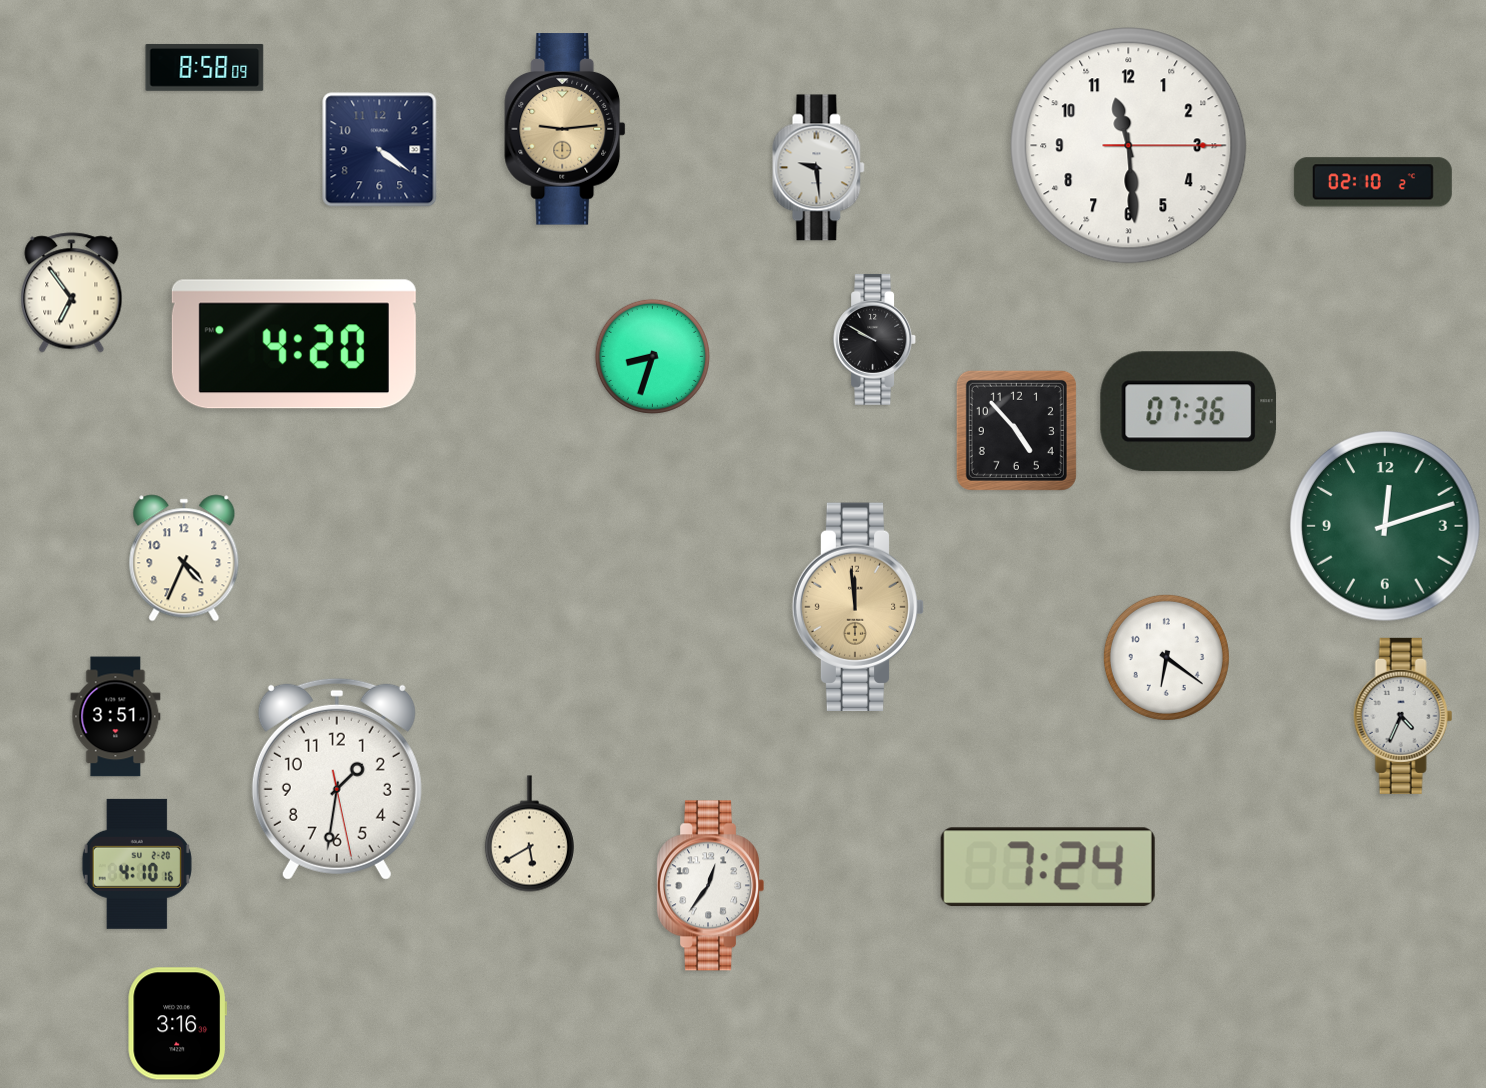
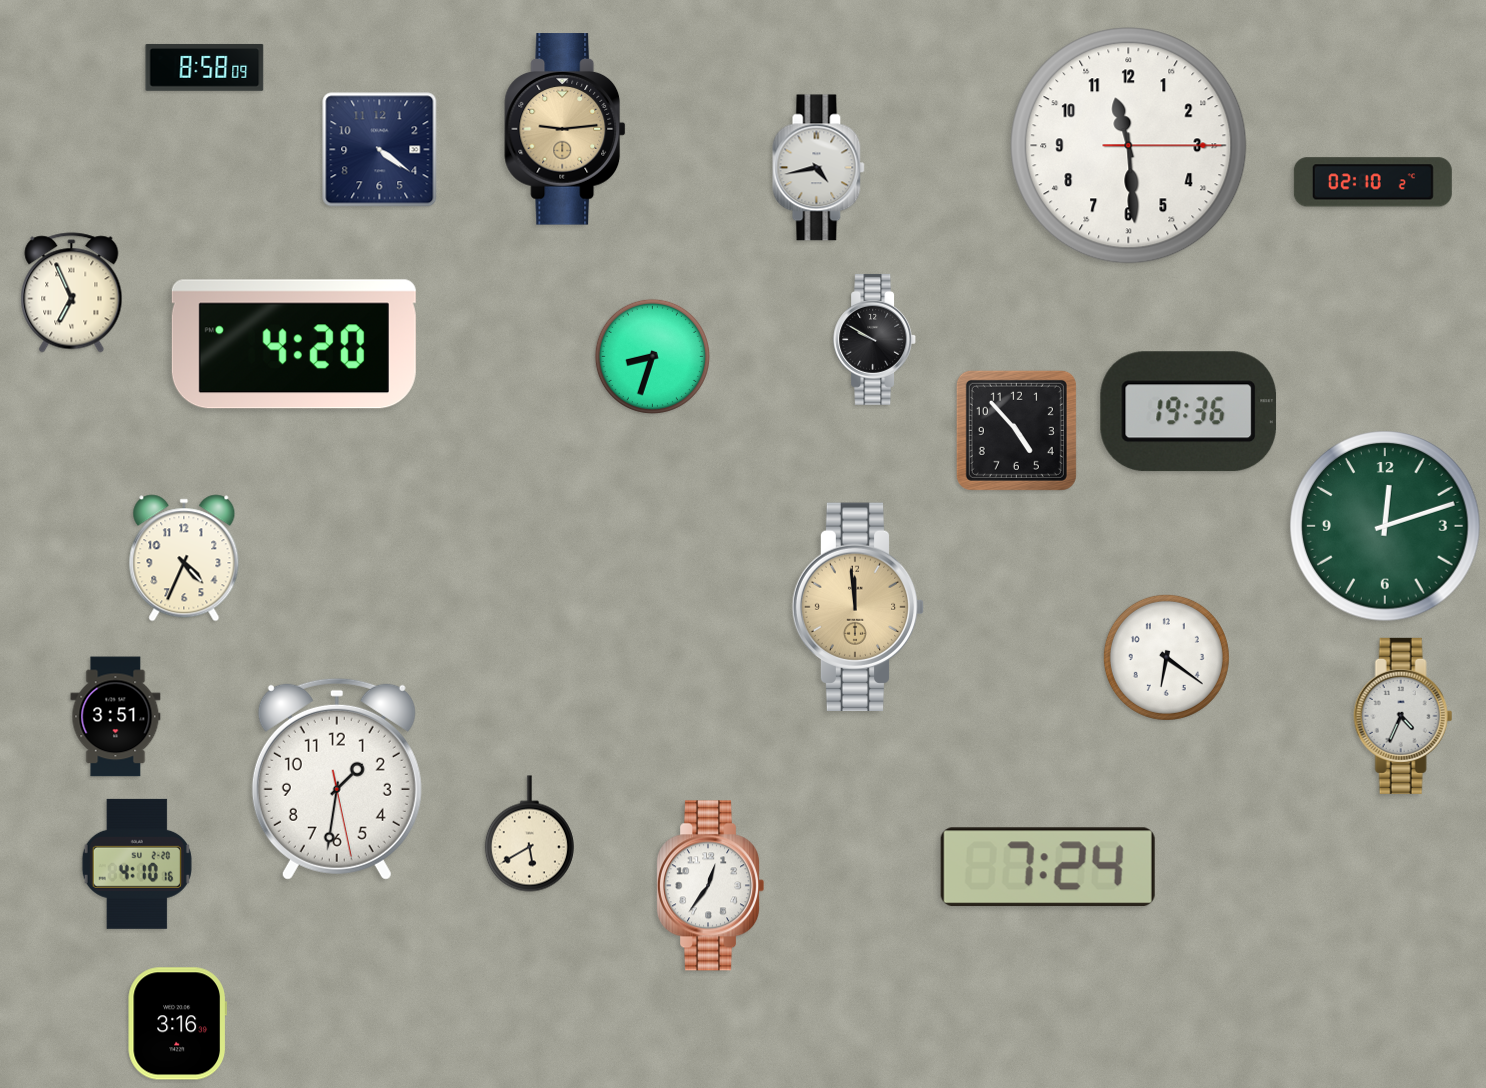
clock at (819, 168): 9:29 -> 4:43
clock at (72, 293): 6:54 -> 6:56
clock at (1189, 412): 07:36 -> 19:36
